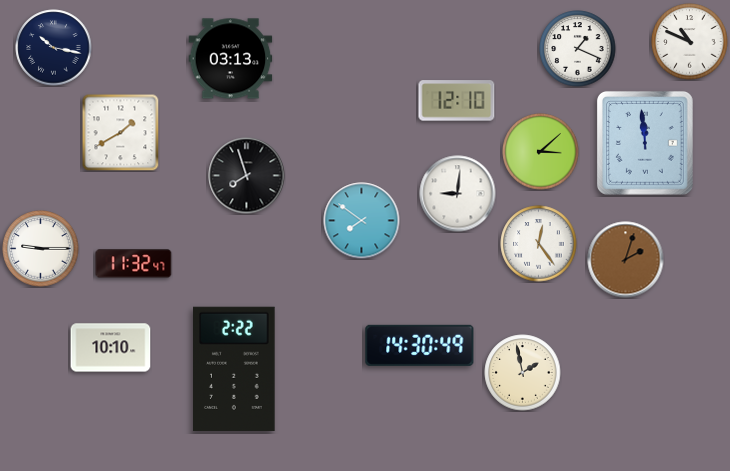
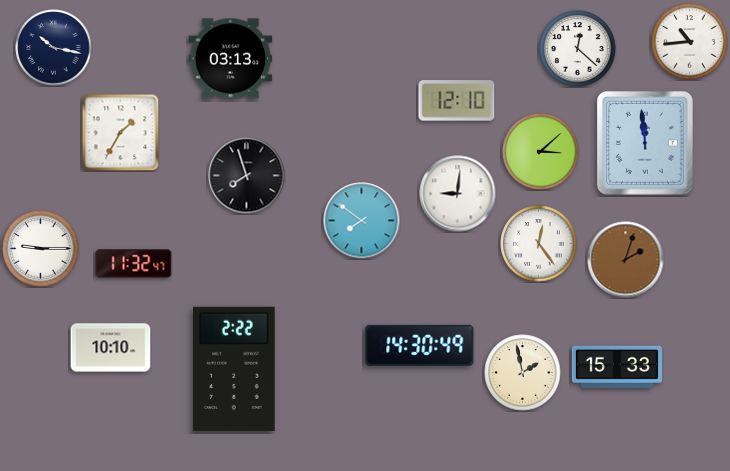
clock at (690, 42): 10:49 -> 10:44
clock at (578, 49): 1:19 -> 12:22
clock at (120, 132): 1:40 -> 1:35
clock at (617, 367): none -> 15:33
